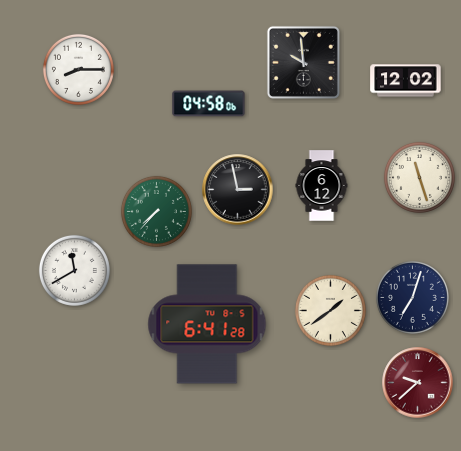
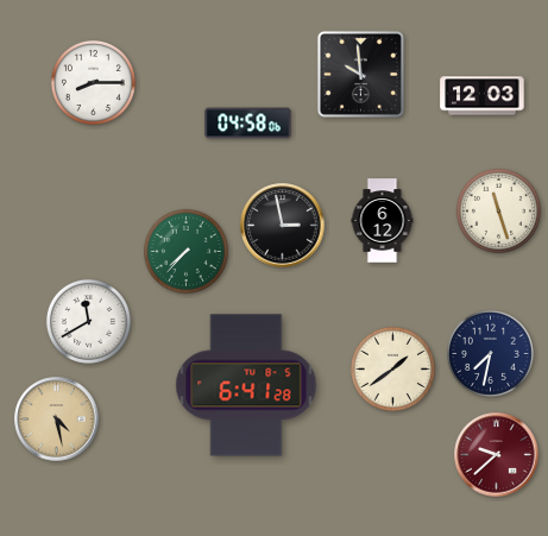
clock at (406, 81): 12:02 -> 12:03
clock at (413, 298): 7:03 -> 7:32
clock at (57, 420): none -> 4:28
